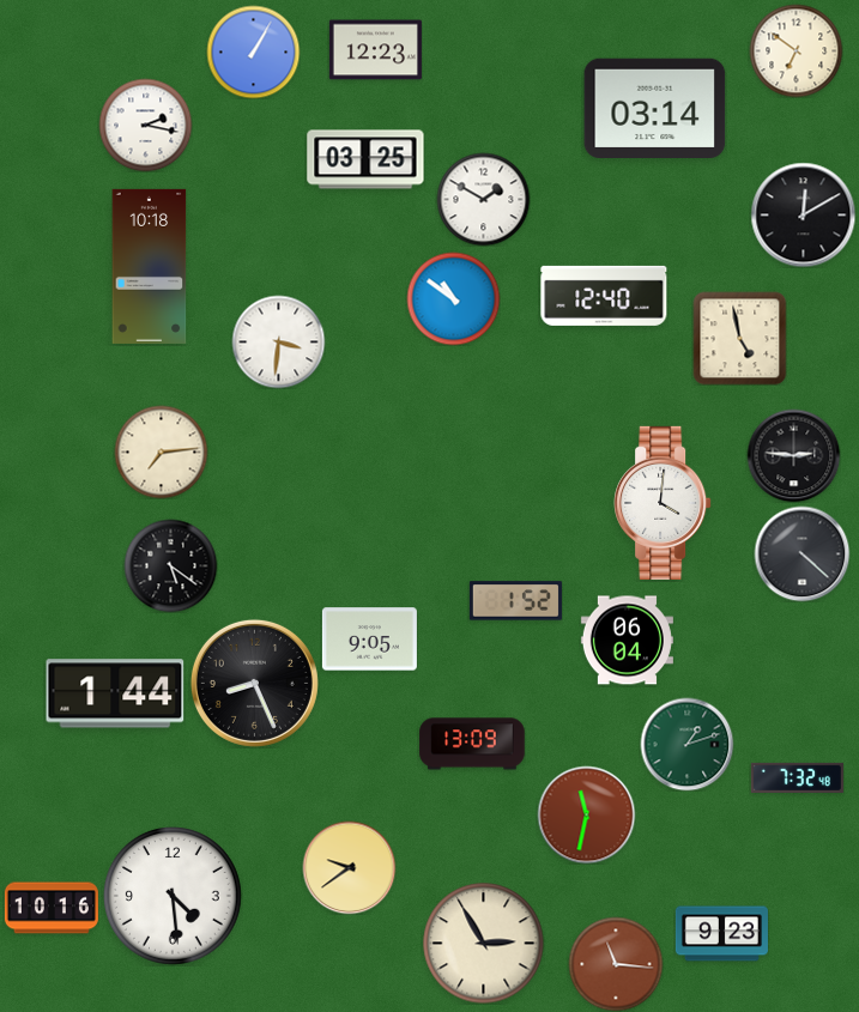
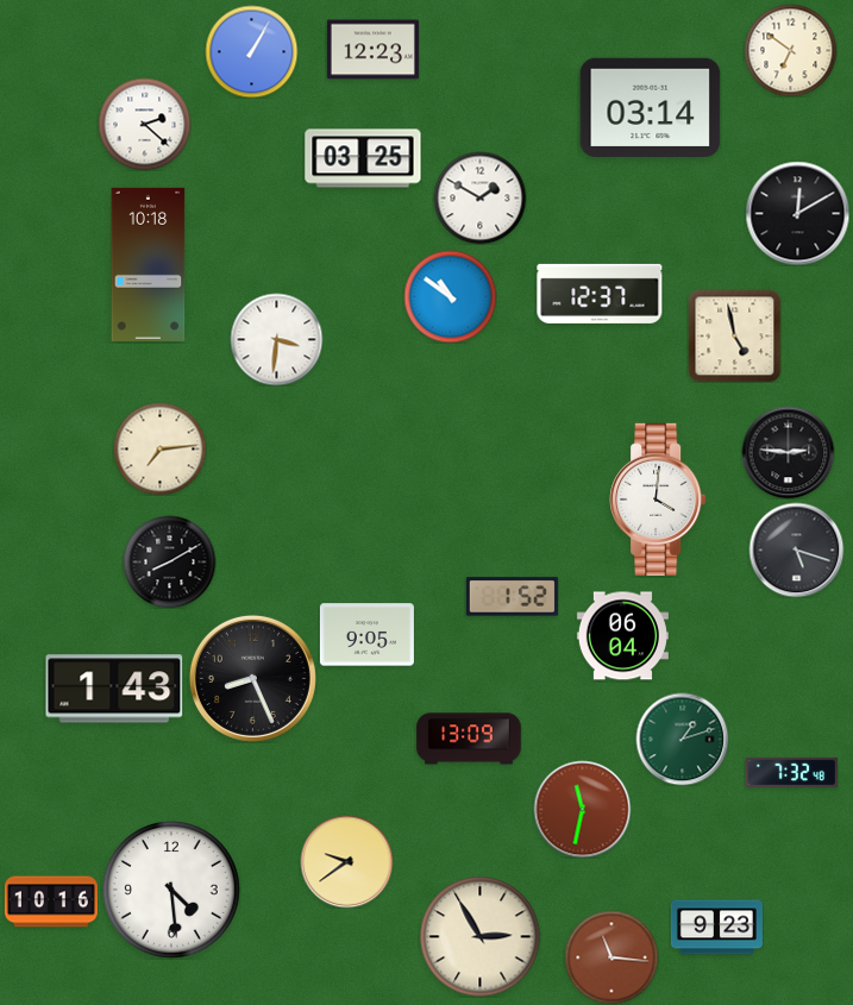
clock at (145, 125): 2:17 -> 2:22
clock at (604, 296): 12:40 -> 12:37
clock at (801, 553): 4:22 -> 5:18
clock at (170, 565): 5:21 -> 8:10
clock at (115, 693): 1:44 -> 1:43
